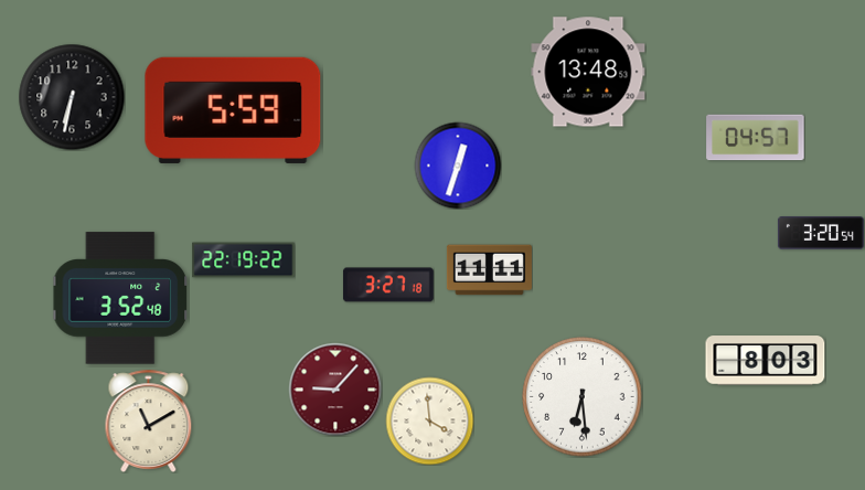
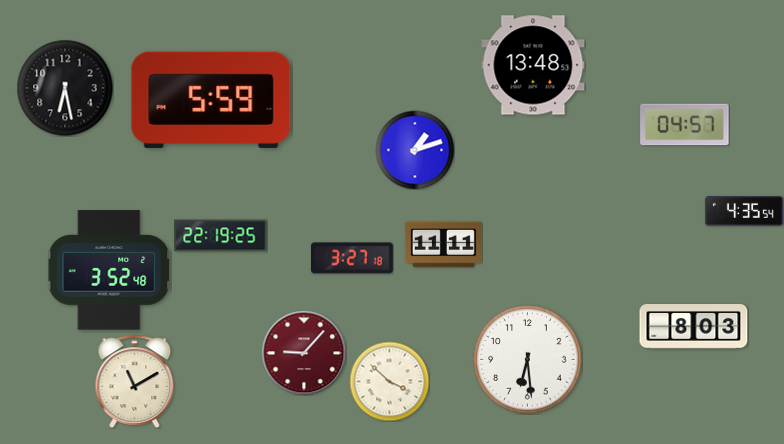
clock at (72, 97): 6:32 -> 6:28
clock at (458, 166): 12:33 -> 1:12
clock at (821, 233): 3:20 -> 4:35
clock at (244, 260): 22:19:22 -> 22:19:25
clock at (429, 420): 3:59 -> 3:52
